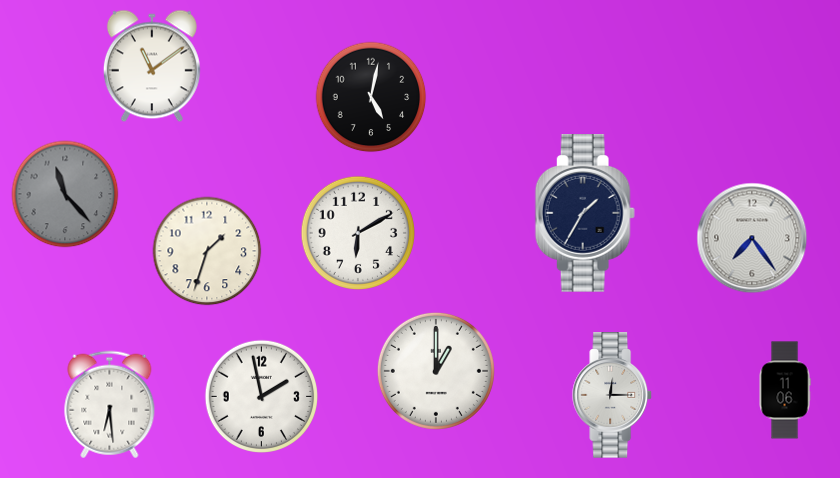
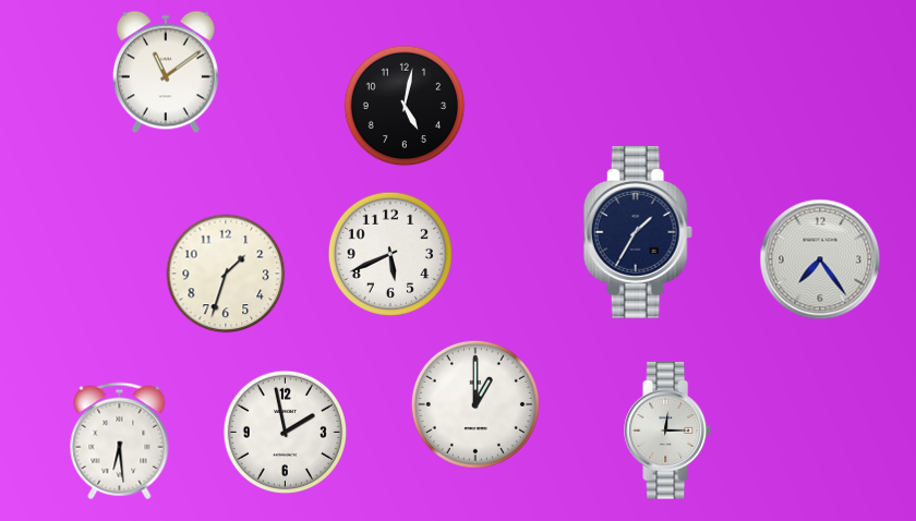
clock at (65, 194): 11:23 -> none
clock at (358, 233): 6:10 -> 5:41
clock at (785, 390): 11:06 -> none
